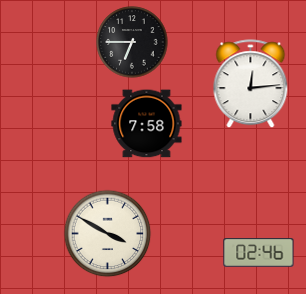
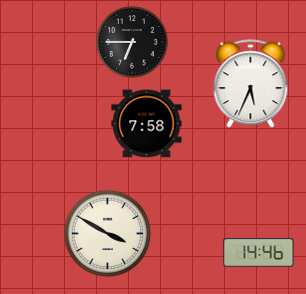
clock at (251, 84): 12:14 -> 5:34
clock at (259, 253): 02:46 -> 14:46
